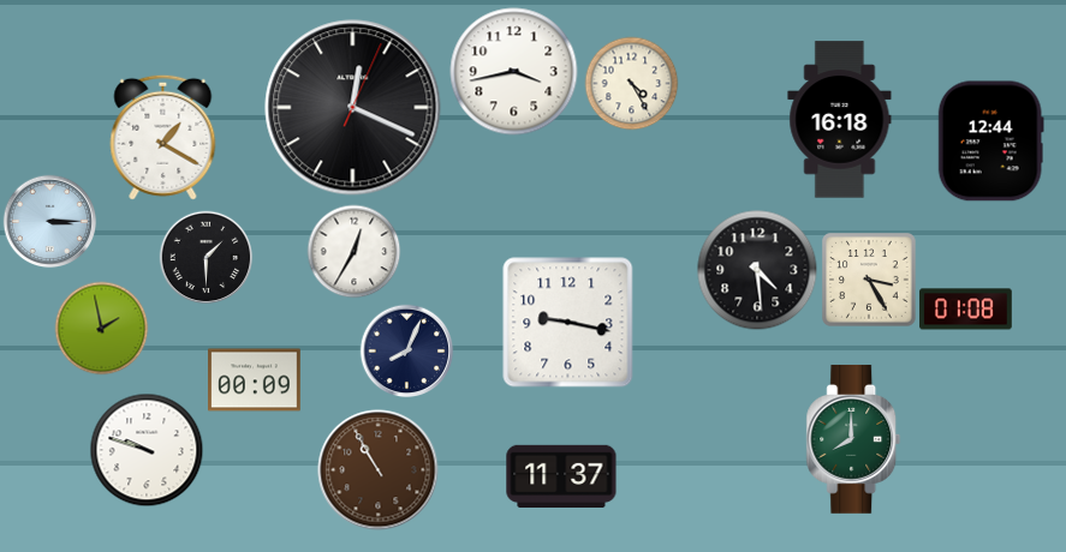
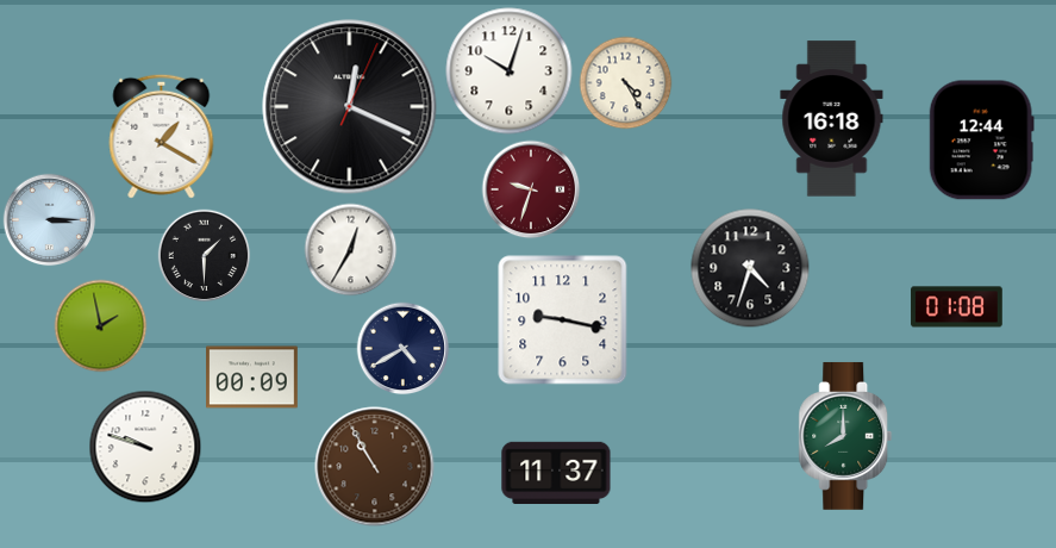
clock at (514, 72): 3:43 -> 10:03
clock at (531, 189): none -> 9:33
clock at (757, 270): 4:29 -> 4:33
clock at (869, 280): 3:25 -> none
clock at (406, 350): 8:04 -> 4:40
